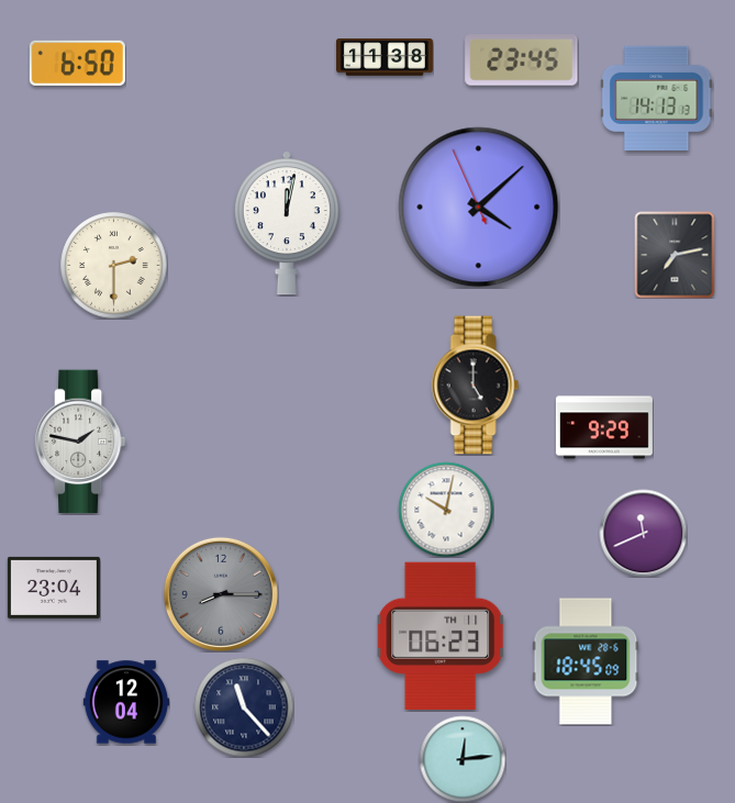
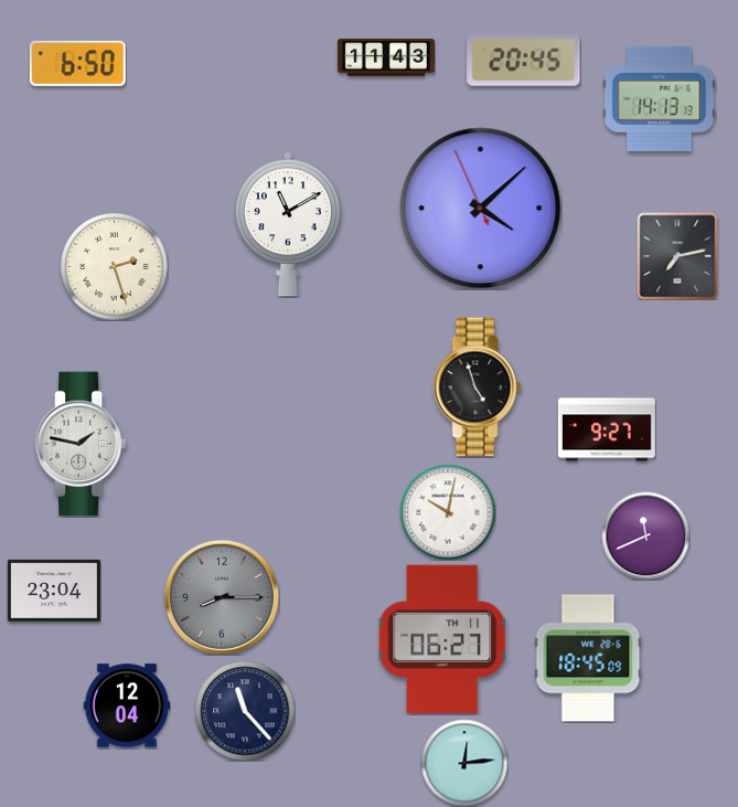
clock at (385, 57): 11:38 -> 11:43
clock at (522, 60): 23:45 -> 20:45
clock at (287, 223): 12:02 -> 11:10
clock at (114, 266): 2:30 -> 2:27
clock at (476, 386): 5:00 -> 4:57
clock at (604, 427): 9:29 -> 9:27
clock at (441, 635): 06:23 -> 06:27
clock at (586, 661) position: (586, 661) -> (588, 658)
